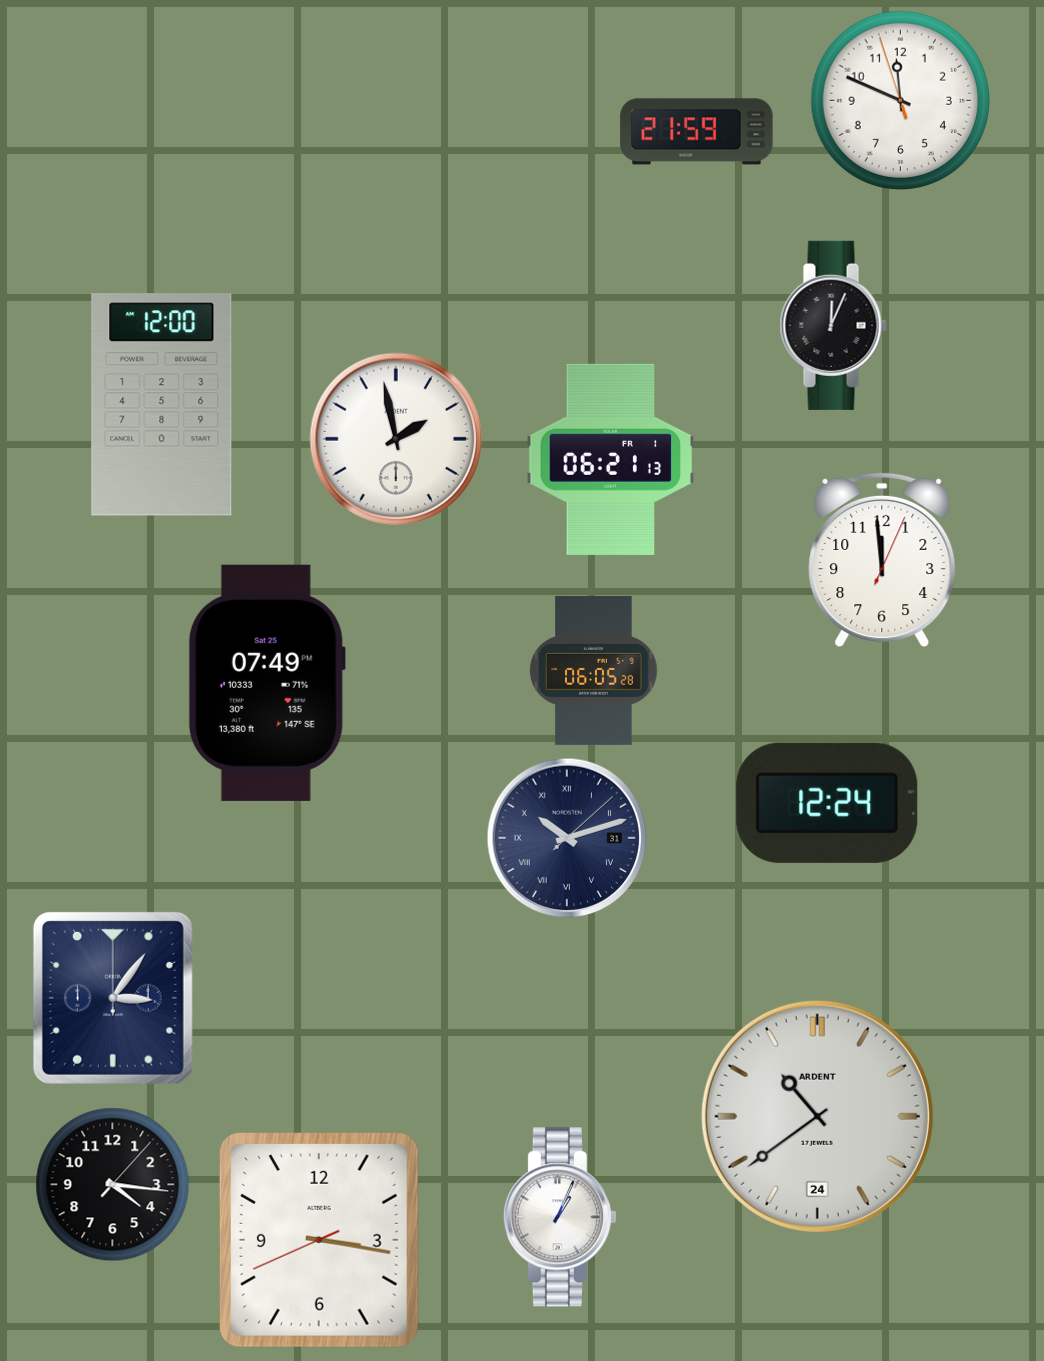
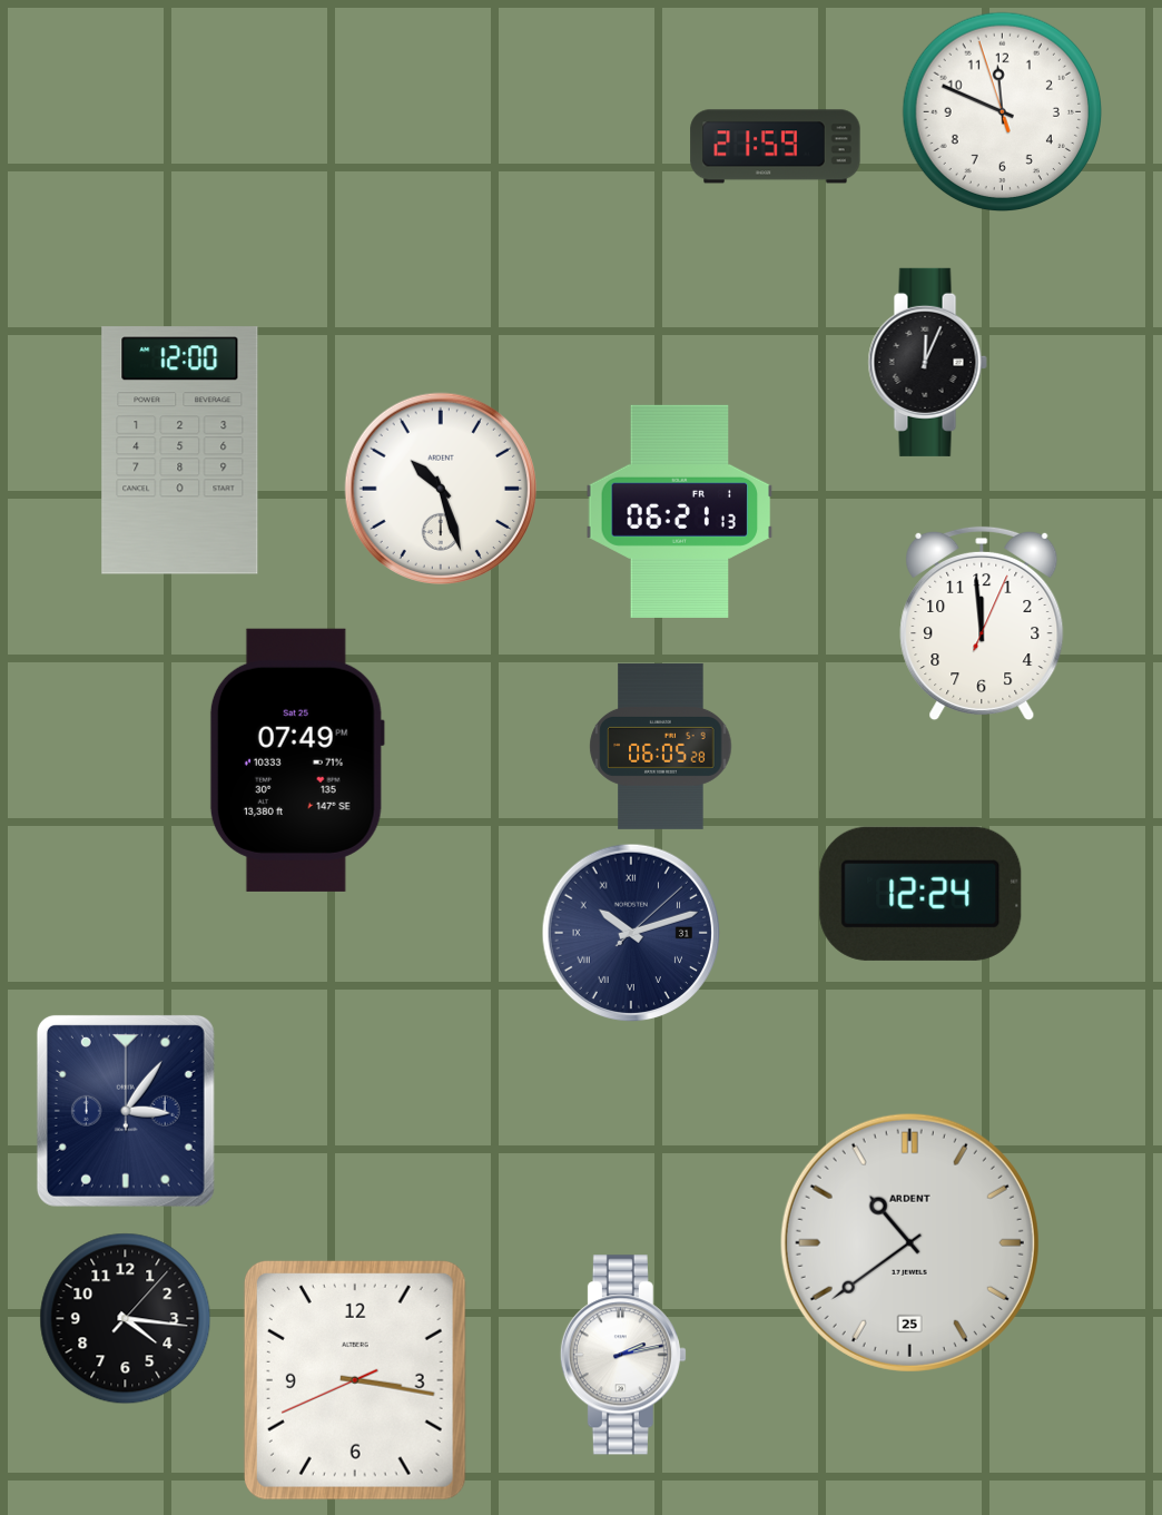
clock at (395, 438): 1:58 -> 10:27
clock at (817, 1116) date: 24 -> 25
clock at (560, 1217): 1:04 -> 2:13
